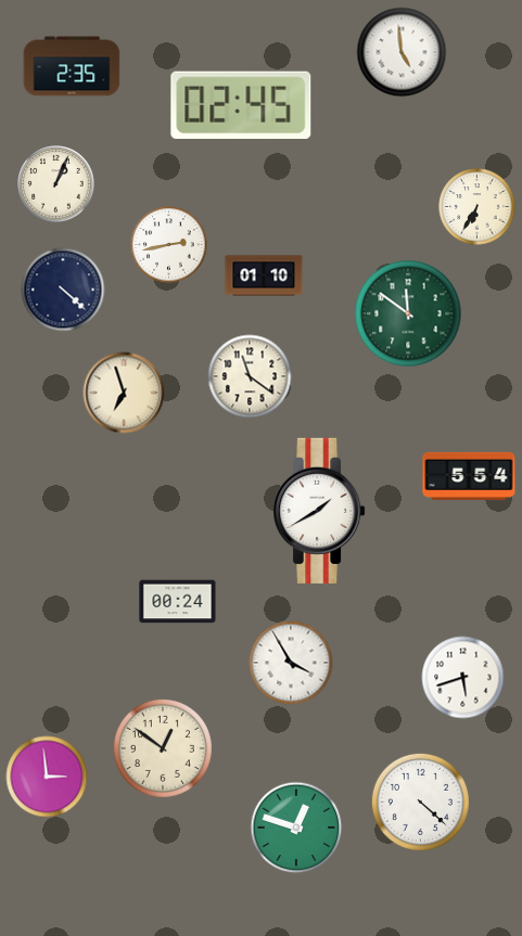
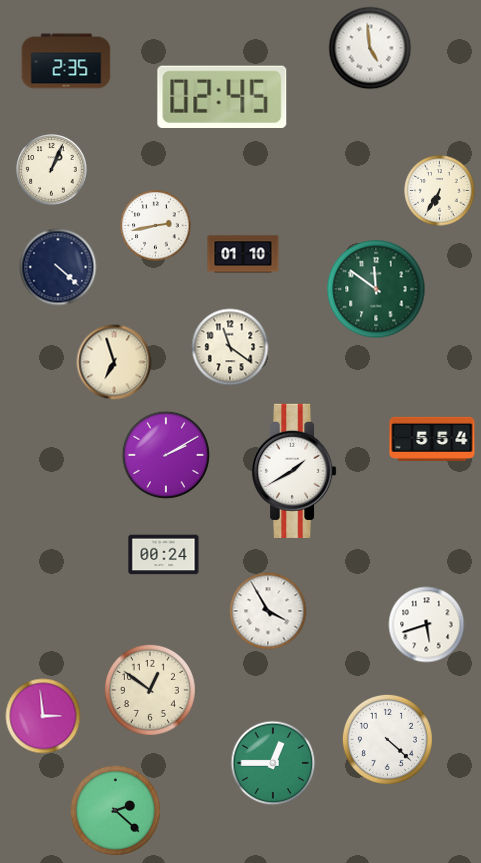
clock at (166, 455): none -> 2:10
clock at (296, 828): 12:48 -> 12:45
clock at (115, 810): none -> 2:22
